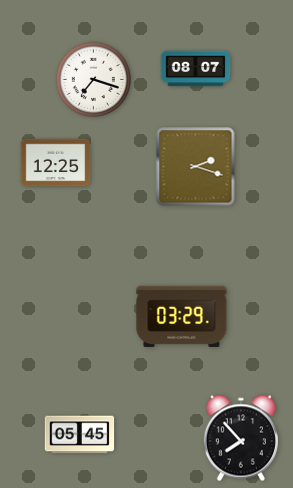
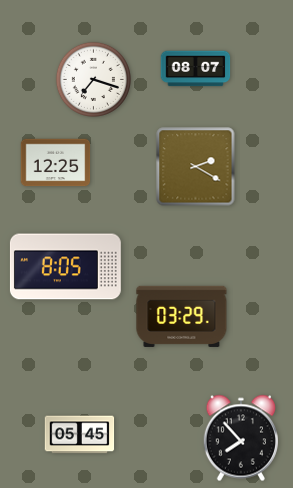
clock at (196, 167): 2:18 -> 2:20
clock at (65, 267): none -> 8:05
